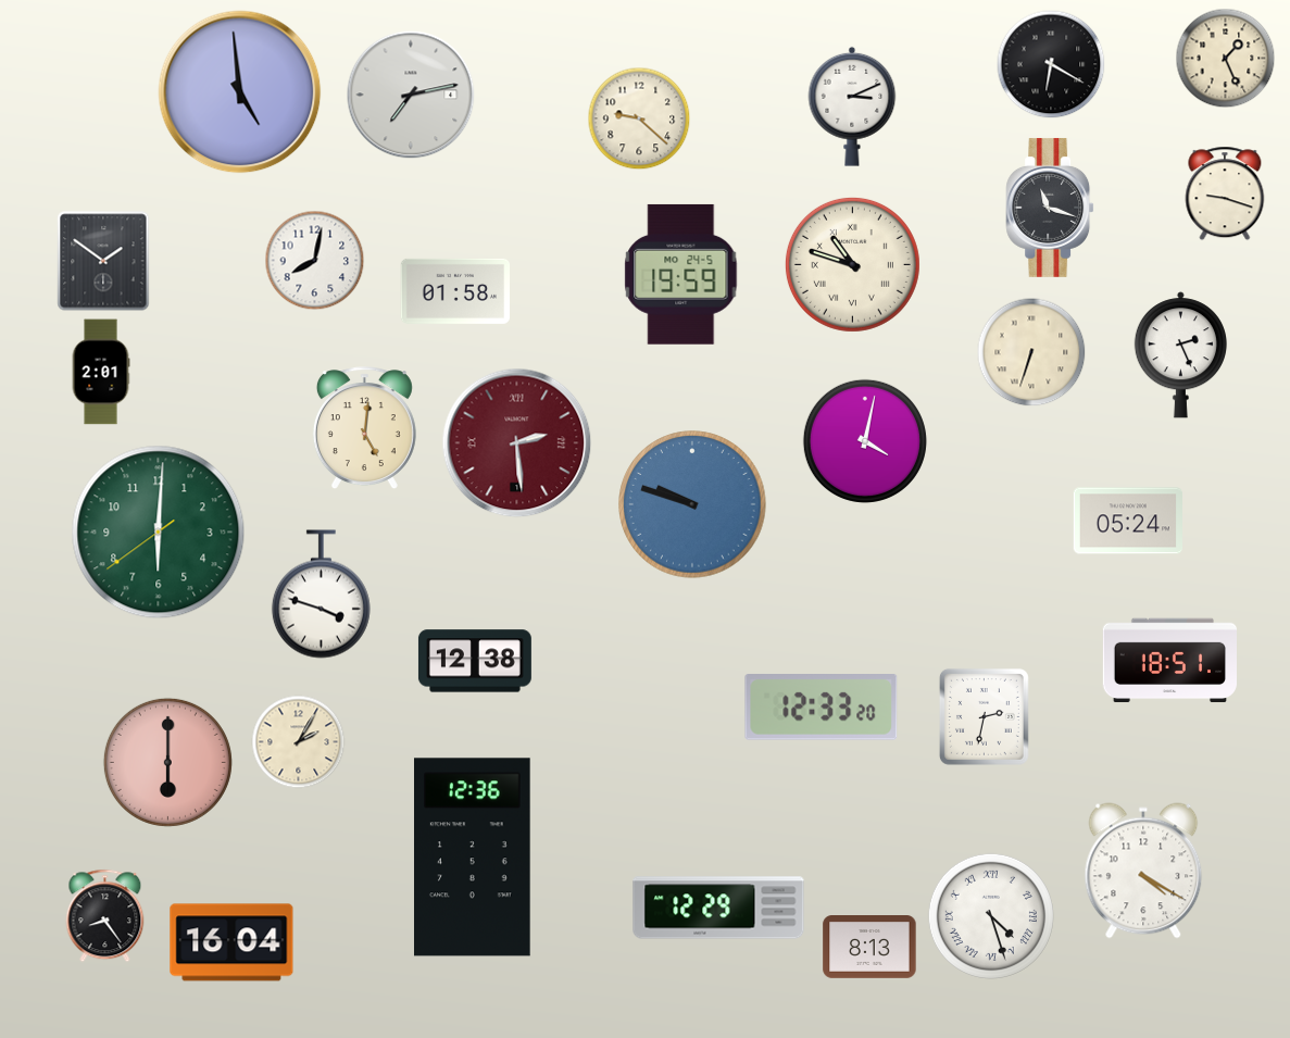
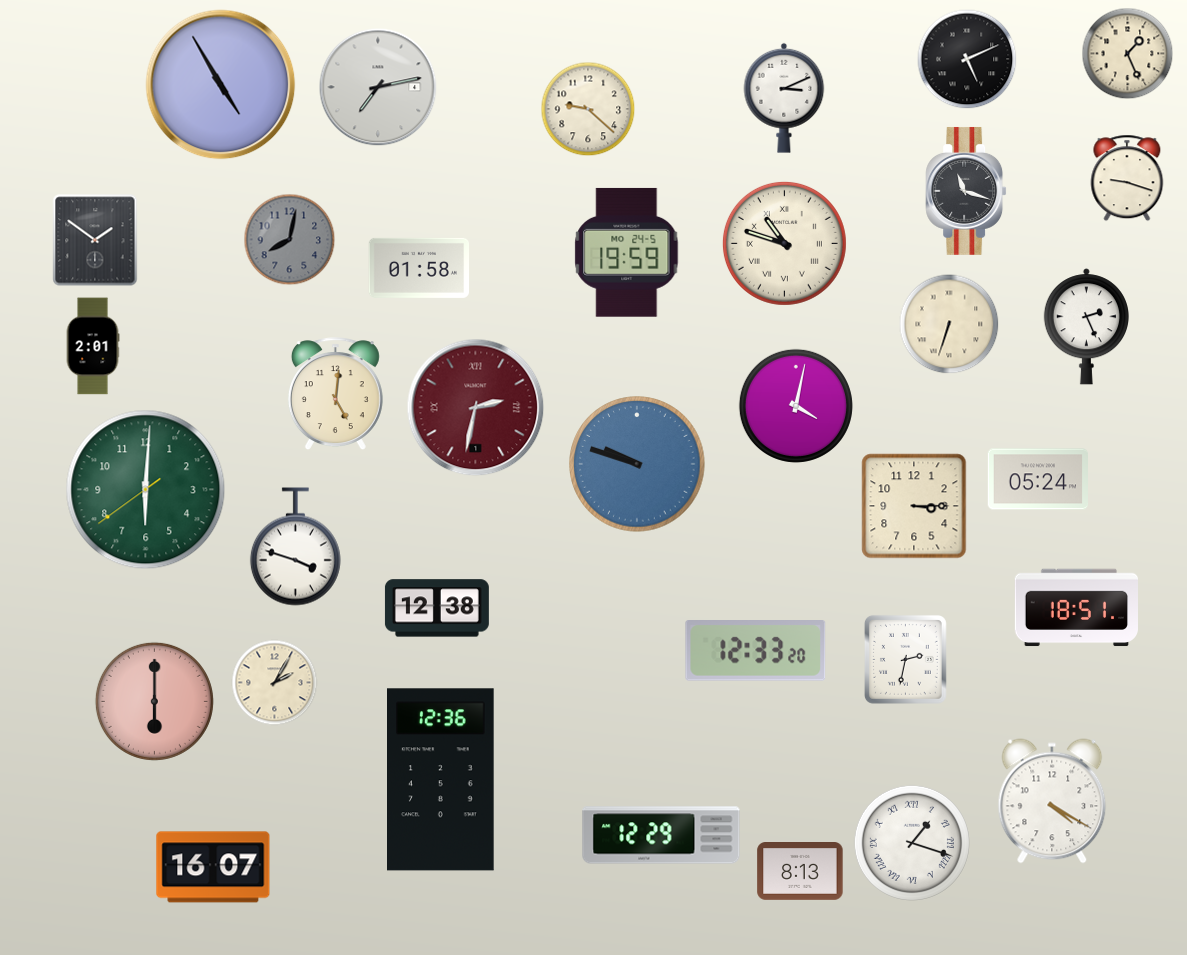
clock at (1051, 64): 6:20 -> 5:11
clock at (240, 92): 4:59 -> 4:55
clock at (315, 261) dial: white -> grey
clock at (101, 372) position: (101, 372) -> (93, 346)
clock at (517, 443): 2:29 -> 2:32
clock at (914, 506): none -> 3:15
clock at (473, 858) position: (473, 858) -> (441, 780)
clock at (105, 916): 8:24 -> none
clock at (991, 916): 4:27 -> 1:18
clock at (231, 942): 16:04 -> 16:07
